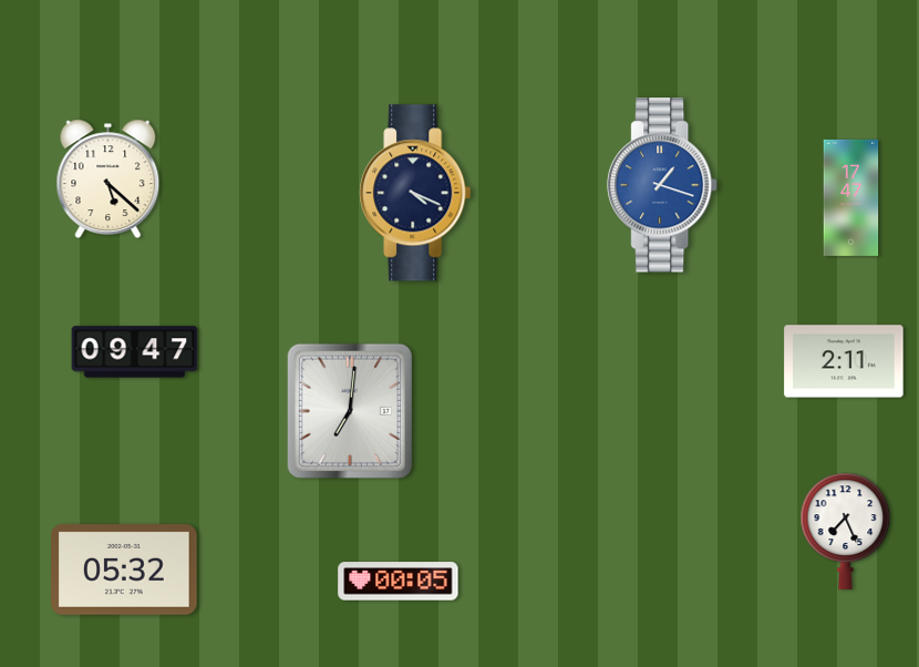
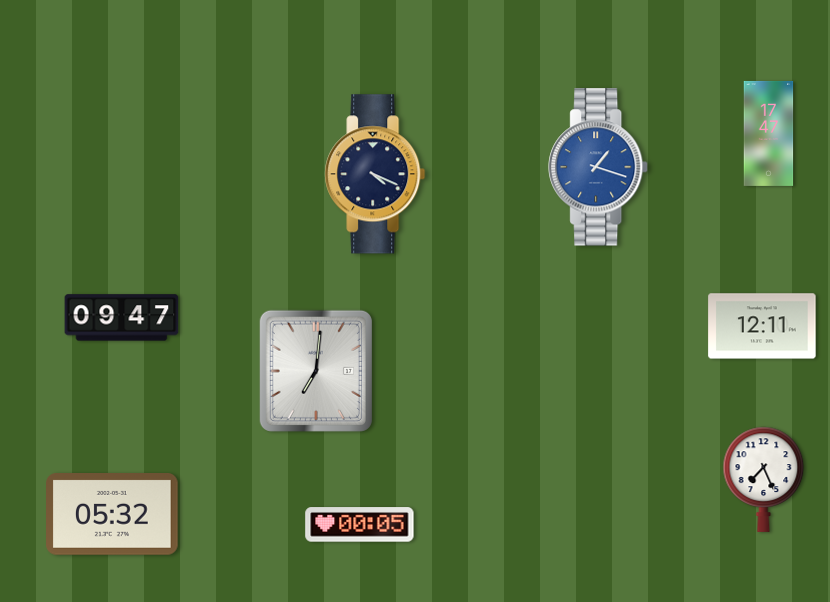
clock at (109, 178): 5:22 -> none
clock at (851, 197) position: (851, 197) -> (769, 133)
clock at (844, 361): 2:11 -> 12:11
